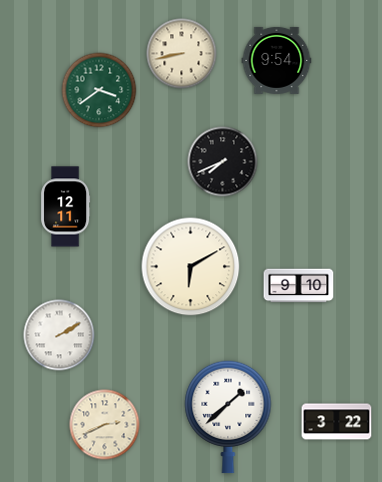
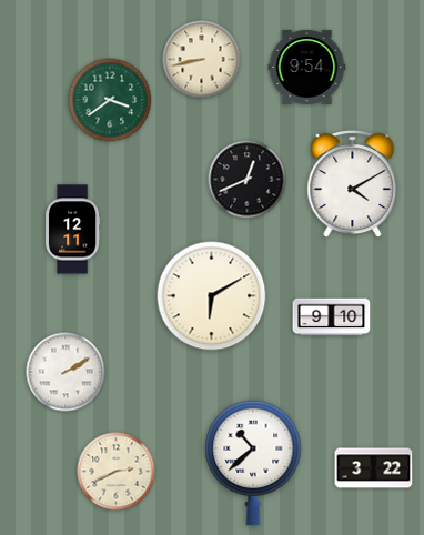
clock at (223, 162): 7:41 -> 12:41
clock at (353, 184): none -> 4:10
clock at (228, 417): 1:38 -> 10:38
